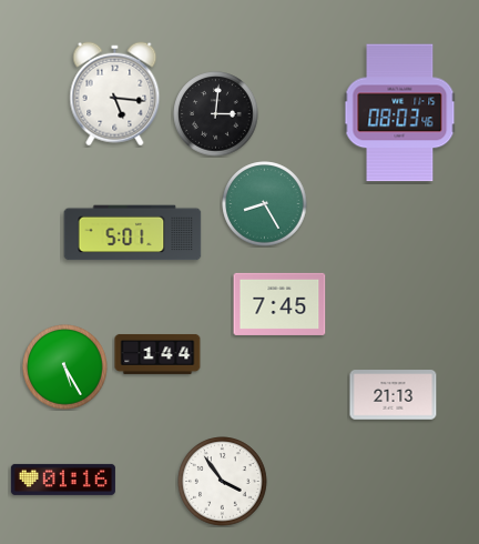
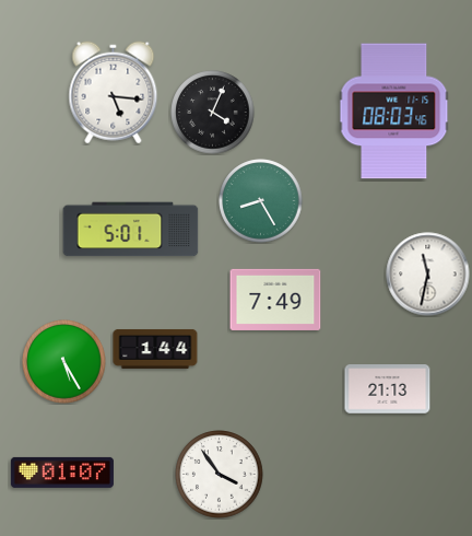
clock at (216, 114): 3:01 -> 4:04
clock at (428, 275): none -> 11:32
clock at (279, 304): 7:45 -> 7:49
clock at (63, 480): 01:16 -> 01:07
